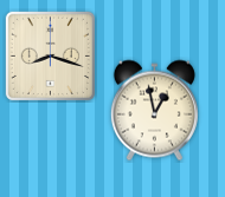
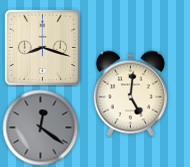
clock at (154, 111): 12:58 -> 5:01
clock at (41, 128): none -> 12:21
